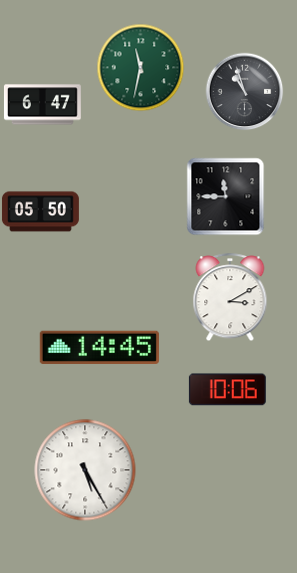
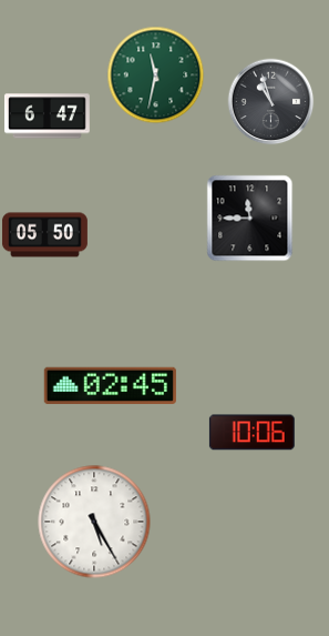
clock at (230, 297): 3:10 -> none
clock at (99, 347): 14:45 -> 02:45
